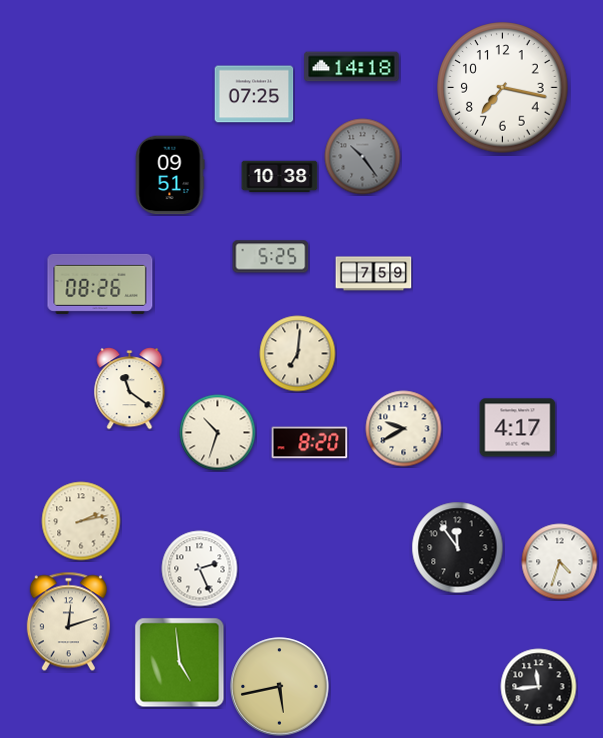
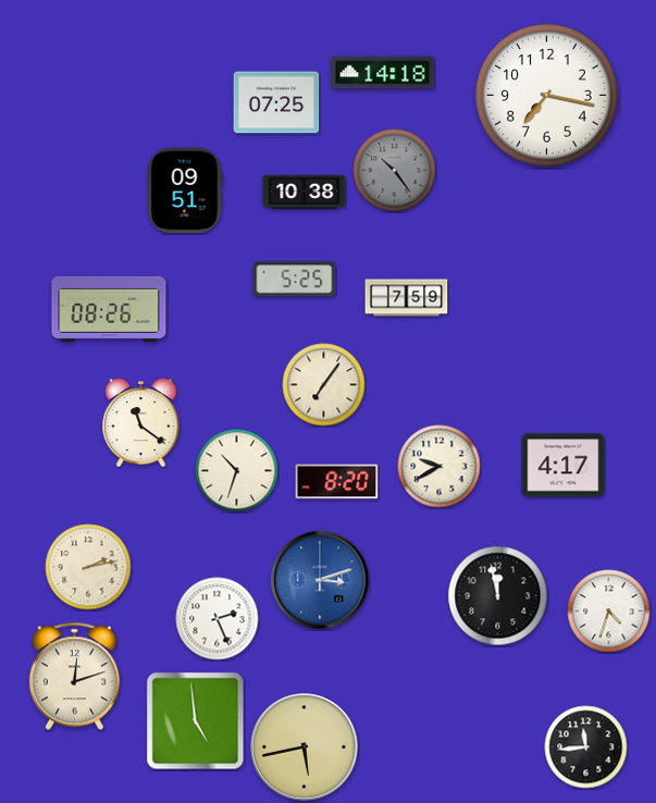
clock at (298, 354): 7:01 -> 7:06
clock at (320, 580): none -> 3:12
clock at (458, 548): 11:54 -> 11:58
